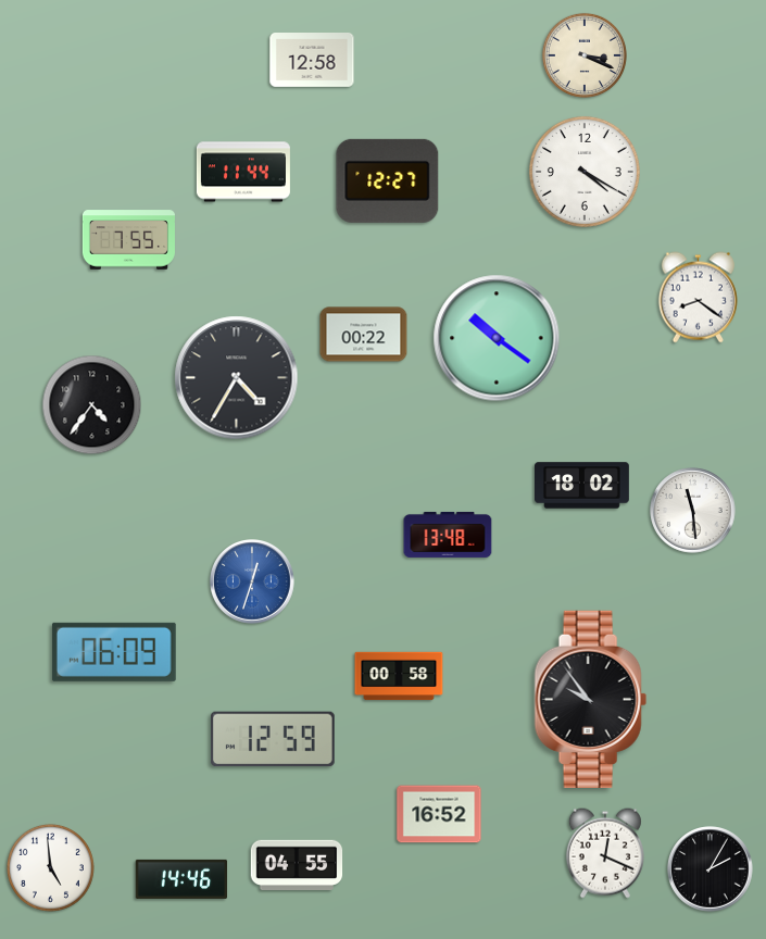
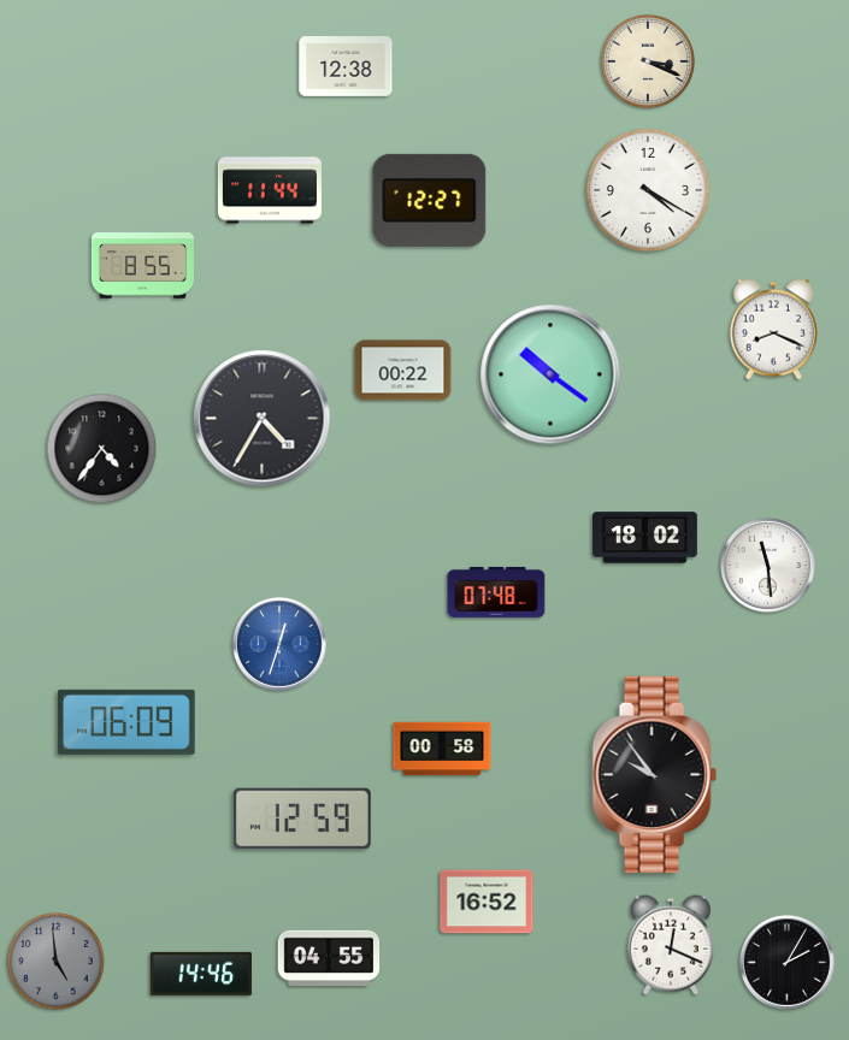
clock at (312, 61): 12:58 -> 12:38
clock at (128, 240): 7:55 -> 8:55
clock at (698, 298): 8:21 -> 8:19
clock at (448, 535): 13:48 -> 07:48
clock at (50, 867) dial: white -> grey
